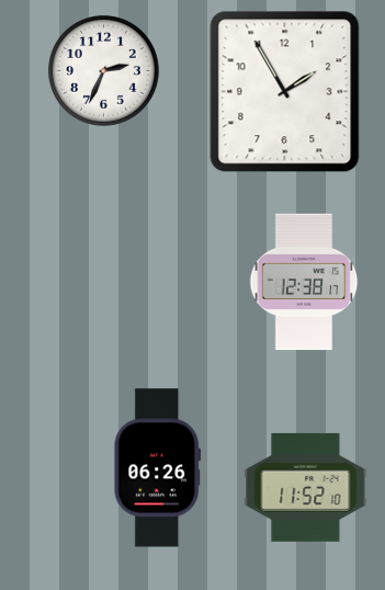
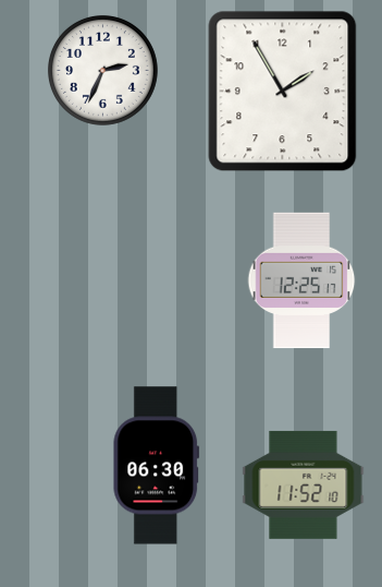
clock at (304, 282): 12:38 -> 12:25
clock at (158, 468): 06:26 -> 06:30
